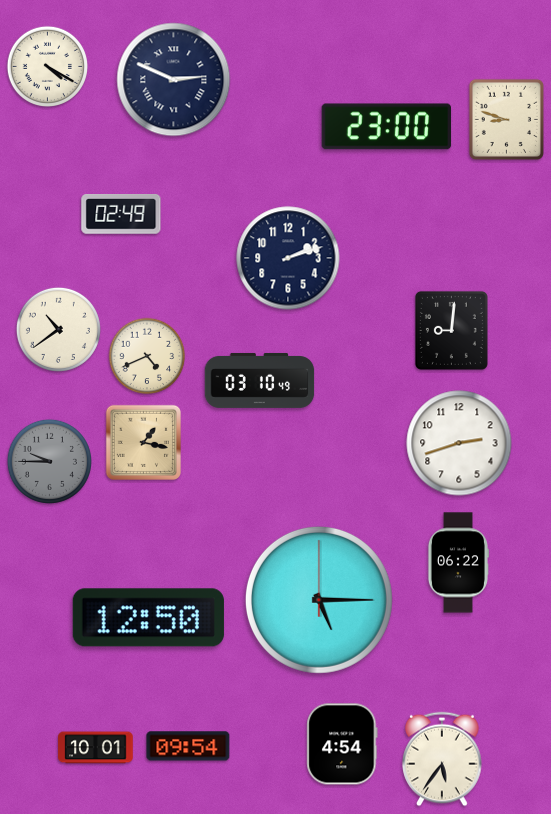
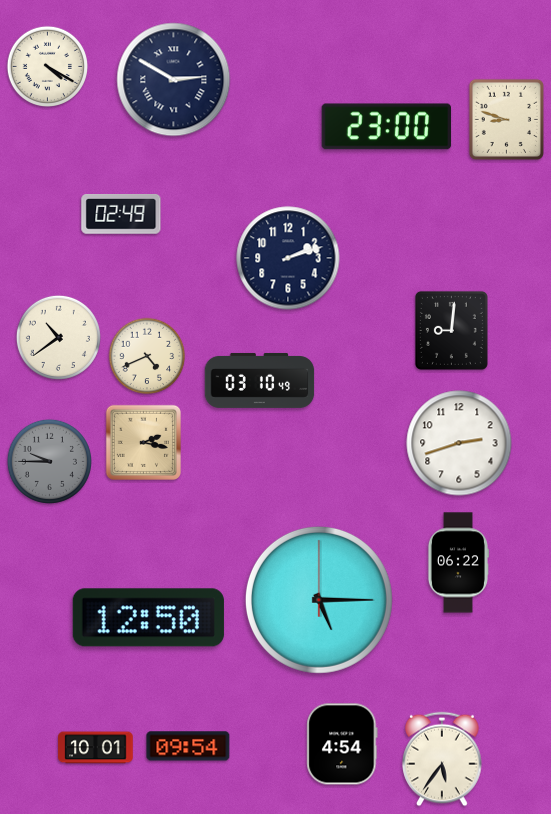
clock at (174, 80): 2:49 -> 2:50
clock at (58, 329) position: (58, 329) -> (58, 337)
clock at (143, 442): 1:17 -> 2:17
